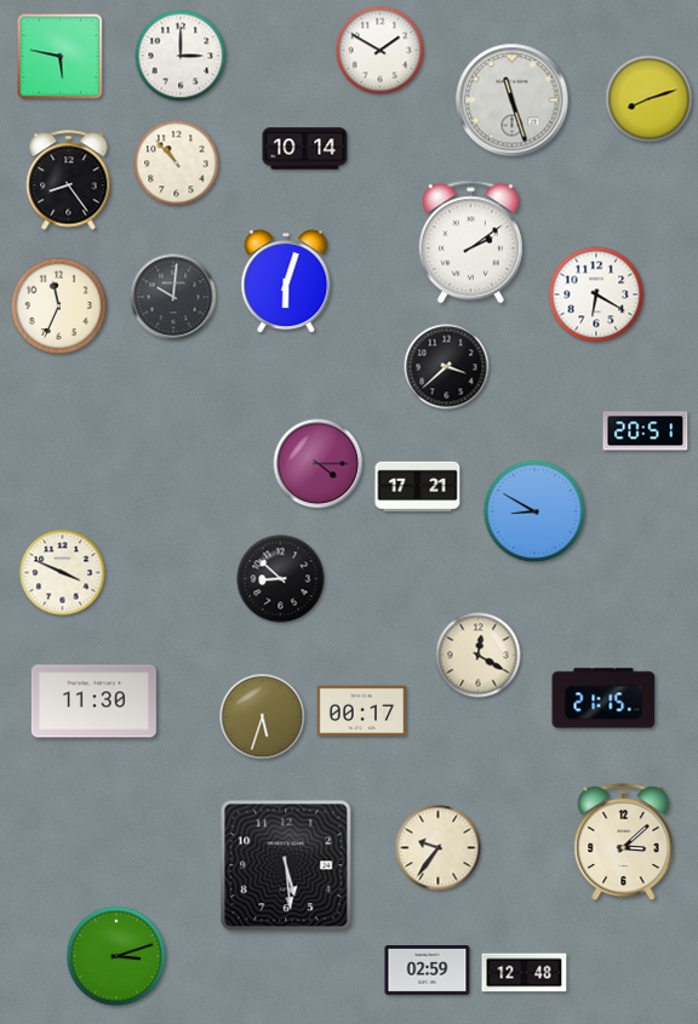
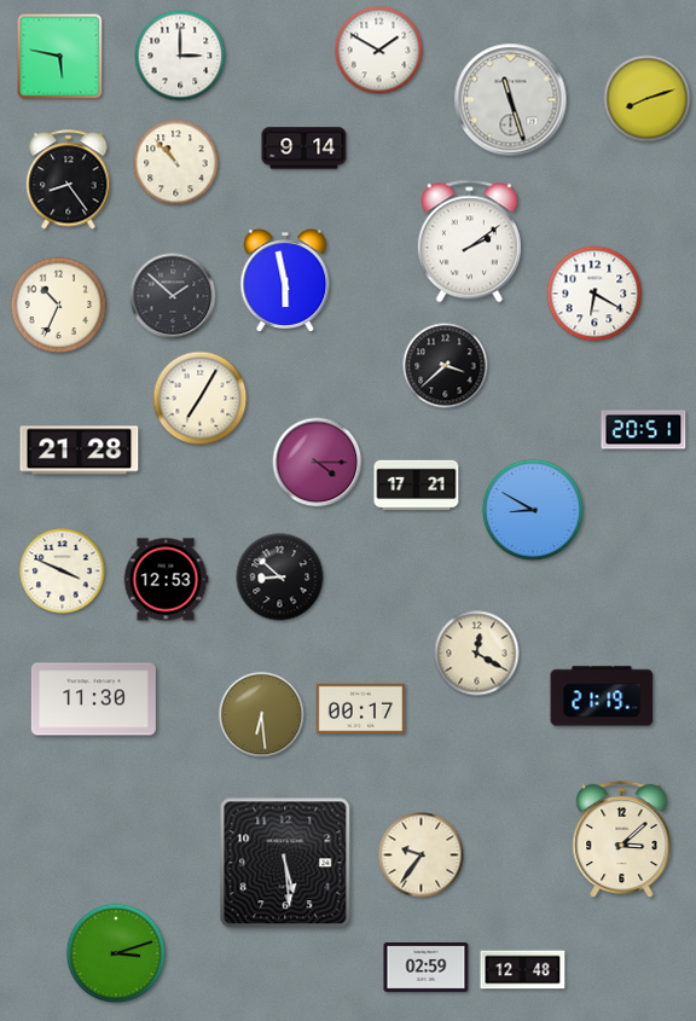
clock at (305, 149): 10:14 -> 9:14
clock at (286, 281): 6:03 -> 5:58
clock at (173, 297): 10:01 -> 1:52
clock at (59, 307): 11:34 -> 10:34
clock at (201, 399): none -> 7:05
clock at (80, 451): none -> 21:28
clock at (166, 580): none -> 12:53
clock at (603, 698): 21:15 -> 21:19
clock at (263, 717): 5:33 -> 6:29
clock at (439, 848) position: (439, 848) -> (422, 855)
